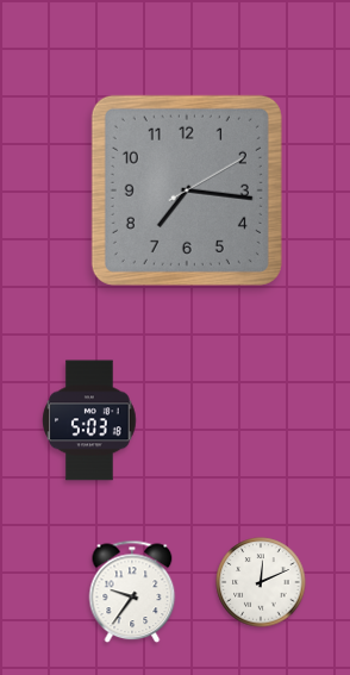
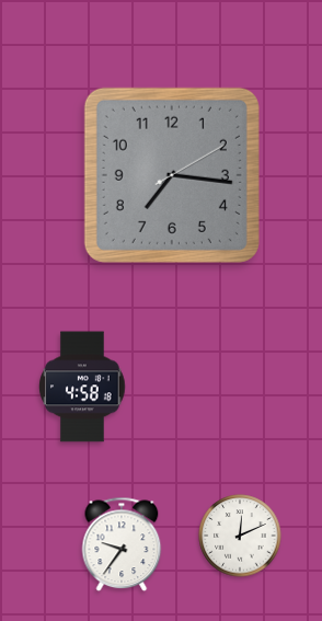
clock at (89, 420): 5:03 -> 4:58
